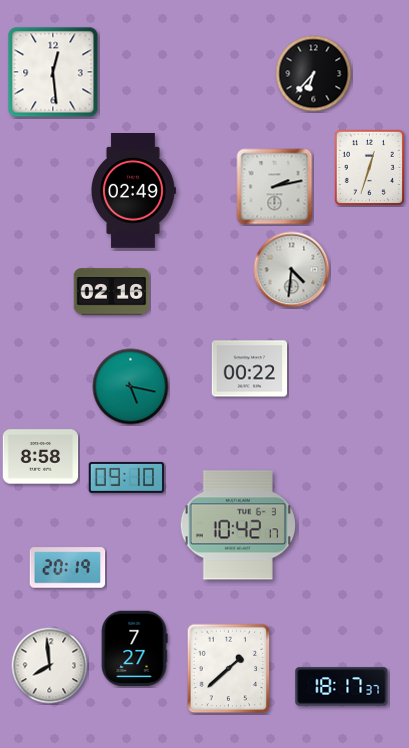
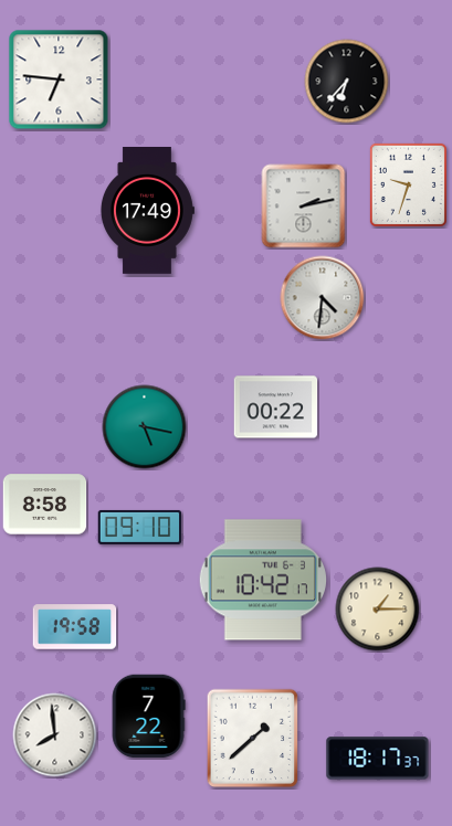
clock at (53, 72): 12:29 -> 6:46
clock at (369, 167): 12:33 -> 9:33
clock at (133, 191): 02:49 -> 17:49
clock at (112, 292): 02:16 -> none
clock at (378, 610): none -> 1:15
clock at (68, 568): 20:19 -> 19:58
clock at (134, 649): 7:27 -> 7:22
